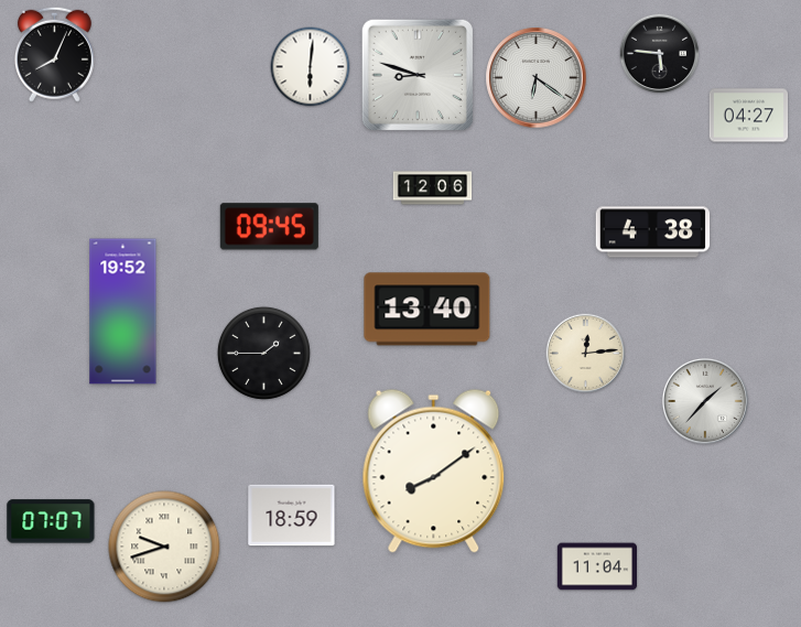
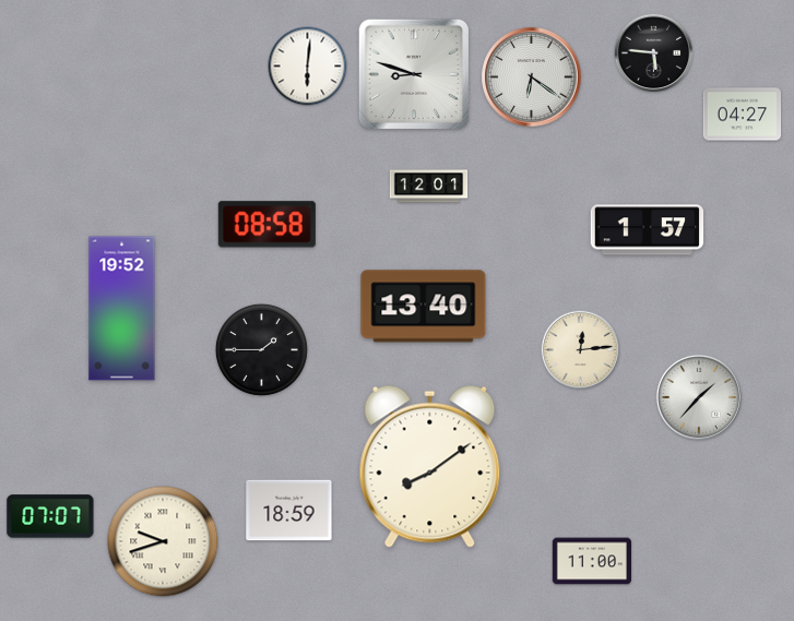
clock at (54, 54): 8:04 -> none
clock at (433, 188): 12:06 -> 12:01
clock at (269, 227): 09:45 -> 08:58
clock at (653, 233): 4:38 -> 1:57
clock at (596, 566): 11:04 -> 11:00
